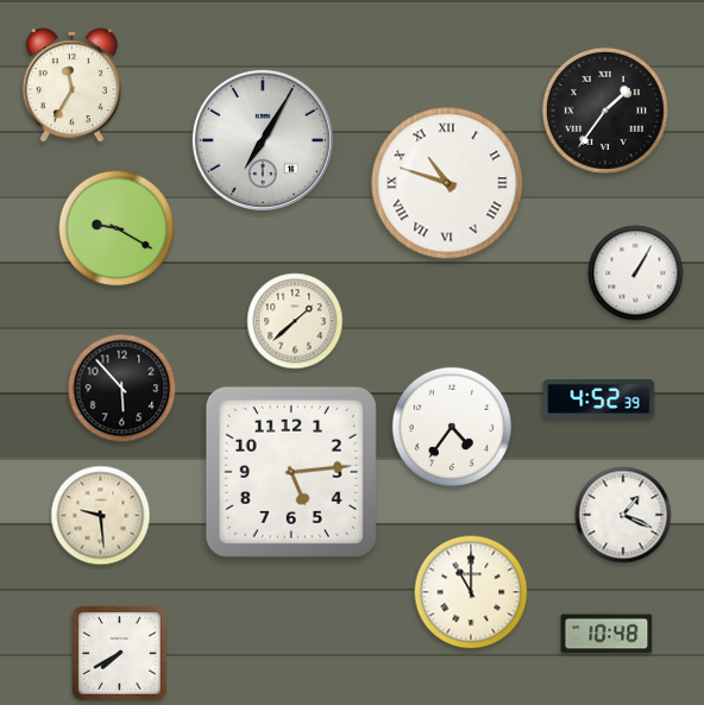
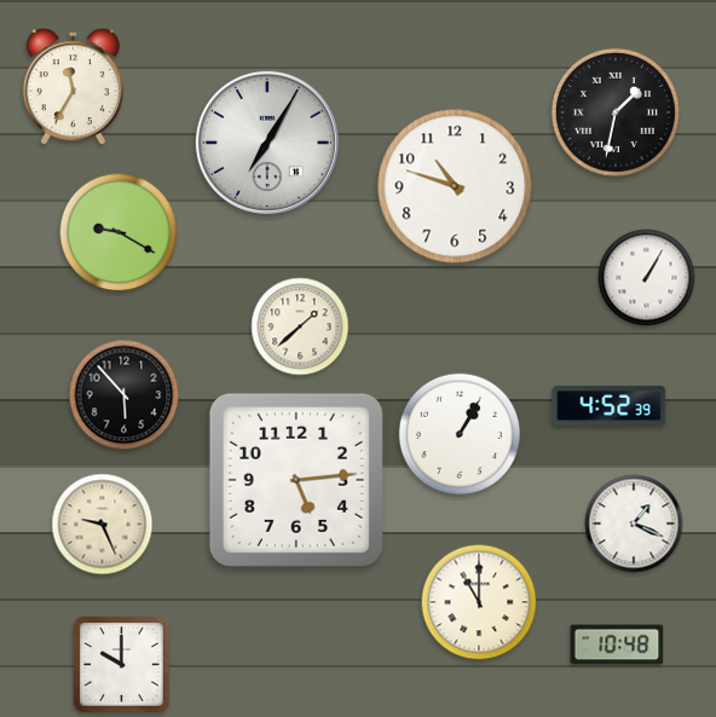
clock at (605, 111): 1:36 -> 1:32
clock at (447, 183) numerals: Roman -> Arabic
clock at (452, 427): 4:36 -> 1:05
clock at (101, 516): 9:29 -> 9:26
clock at (120, 654): 7:40 -> 10:00
